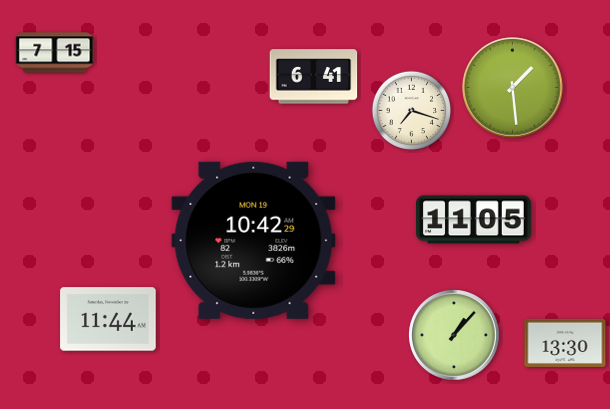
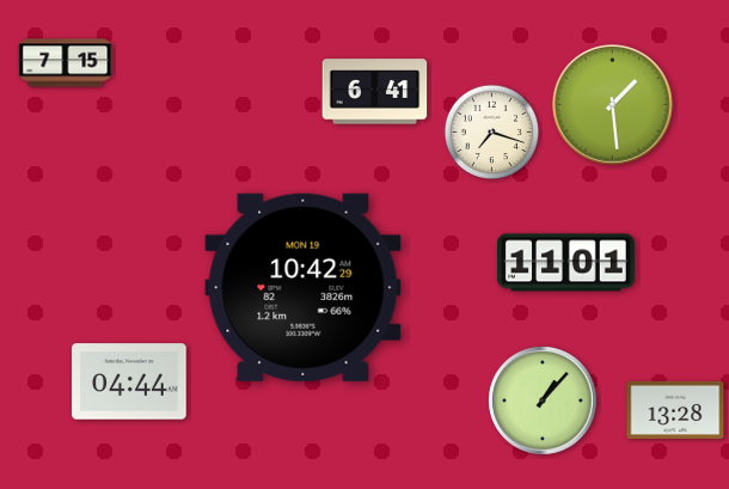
clock at (474, 220): 11:05 -> 11:01
clock at (108, 319): 11:44 -> 04:44
clock at (565, 343): 13:30 -> 13:28
